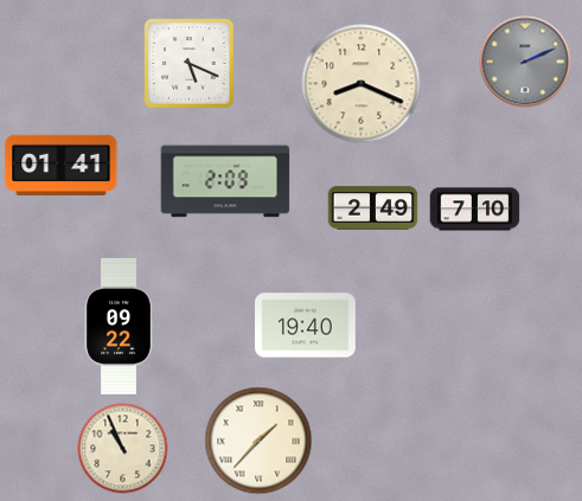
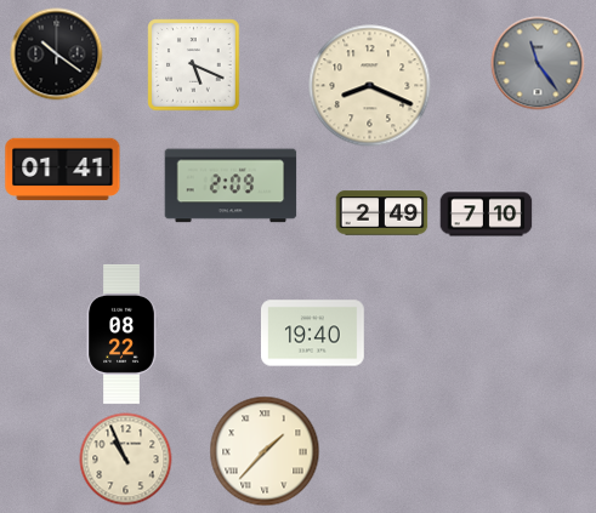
clock at (57, 55): none -> 10:21
clock at (525, 62): 2:11 -> 11:24
clock at (119, 326): 09:22 -> 08:22
